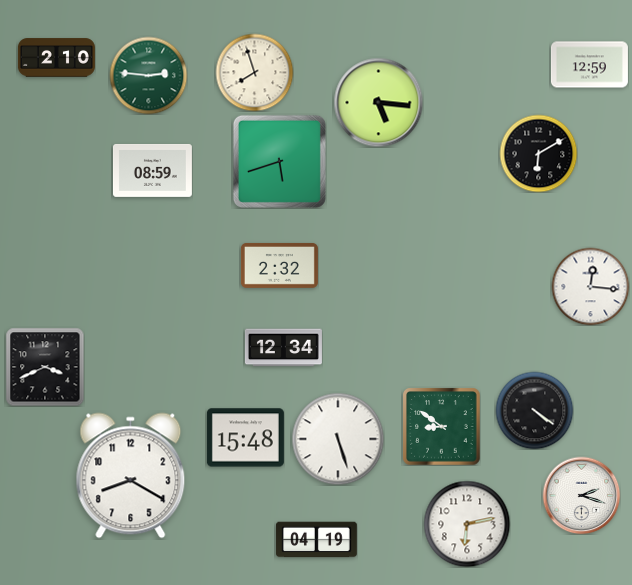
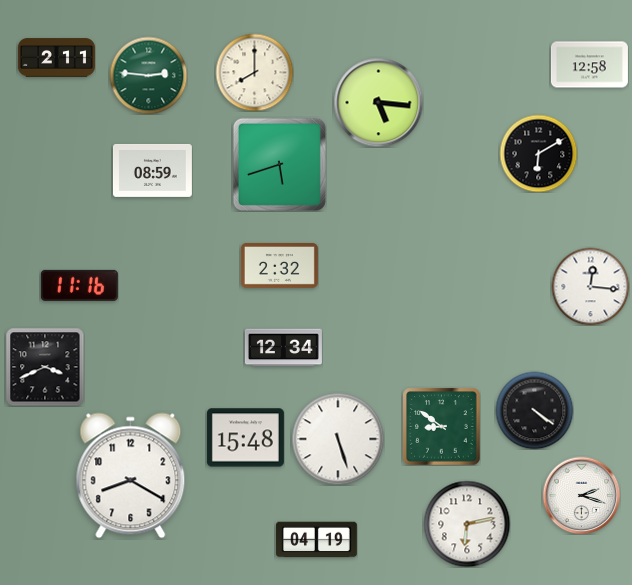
clock at (56, 58): 2:10 -> 2:11
clock at (589, 65): 12:59 -> 12:58
clock at (254, 72): 7:57 -> 8:00
clock at (279, 161) position: (279, 161) -> (279, 164)
clock at (79, 285): none -> 11:16
